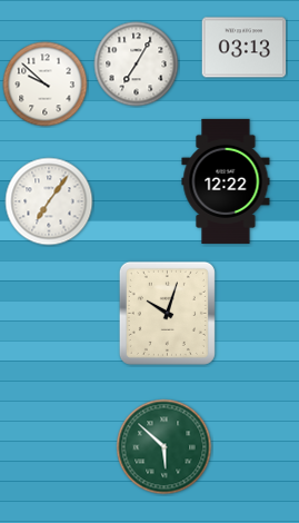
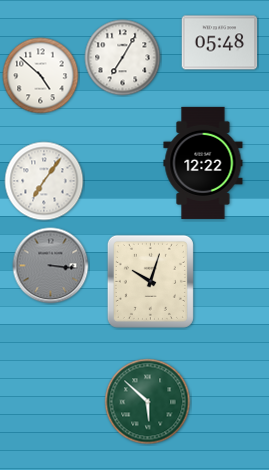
clock at (245, 48): 03:13 -> 05:48
clock at (46, 85): 9:52 -> 4:52
clock at (51, 266): none -> 3:16
